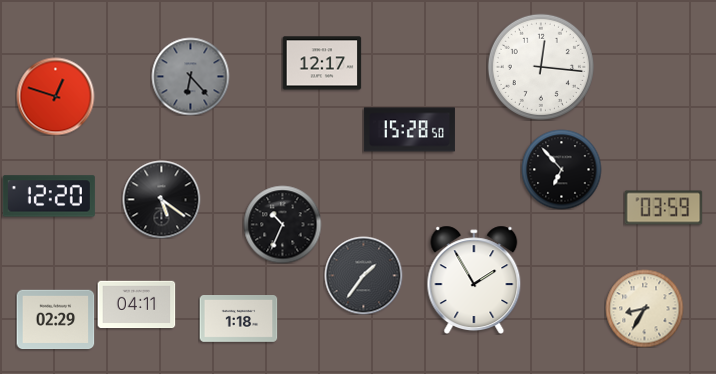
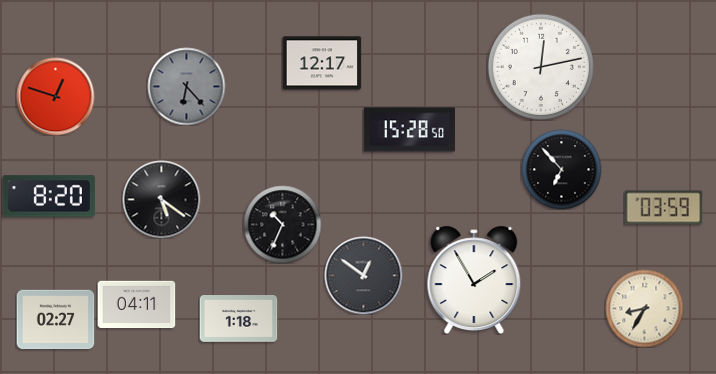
clock at (541, 67): 12:16 -> 12:13
clock at (190, 76) position: (190, 76) -> (186, 86)
clock at (49, 196): 12:20 -> 8:20
clock at (363, 275): 1:36 -> 12:51
clock at (55, 320): 02:29 -> 02:27
